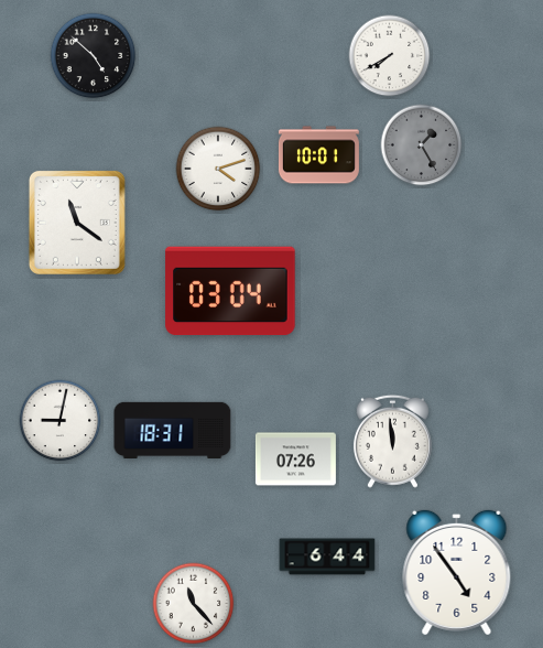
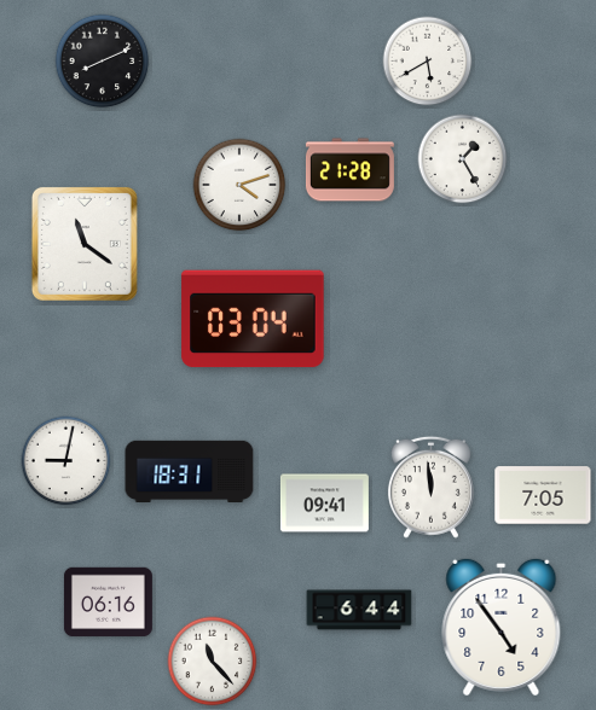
clock at (94, 56): 4:52 -> 8:11
clock at (390, 56): 7:40 -> 5:40
clock at (422, 145) dial: grey -> white
clock at (318, 155): 10:01 -> 21:28
clock at (392, 441) position: (392, 441) -> (430, 487)
clock at (543, 495): none -> 7:05
clock at (295, 460): 07:26 -> 09:41
clock at (108, 603): none -> 06:16
